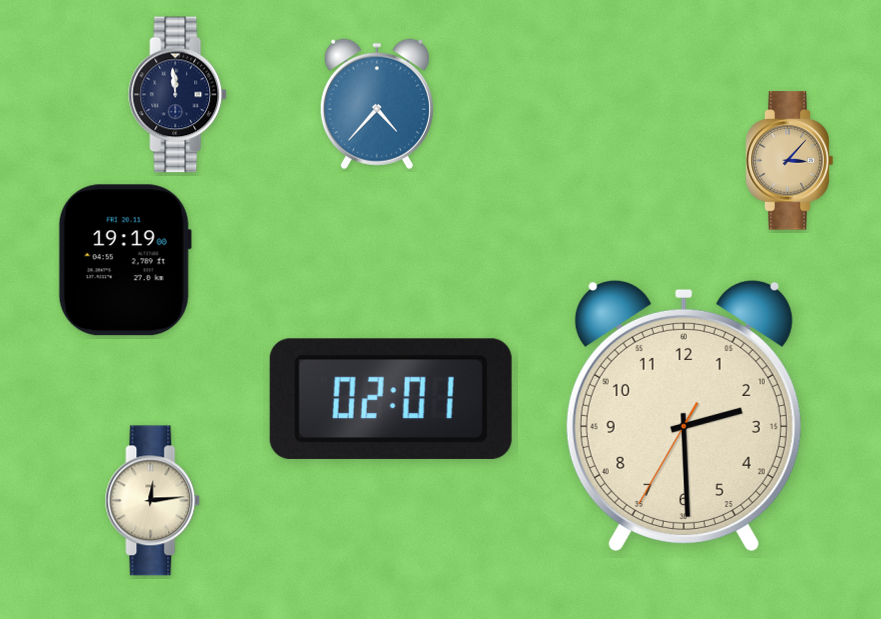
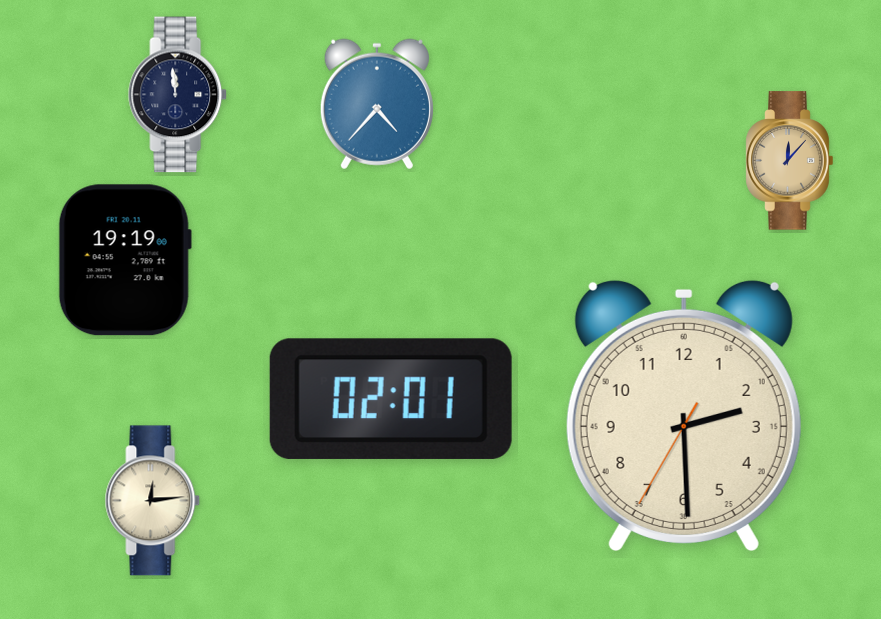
clock at (790, 161): 3:07 -> 12:07
